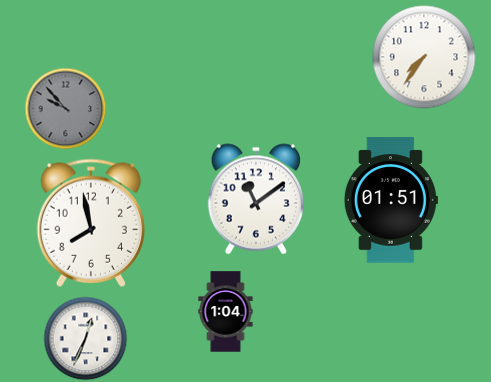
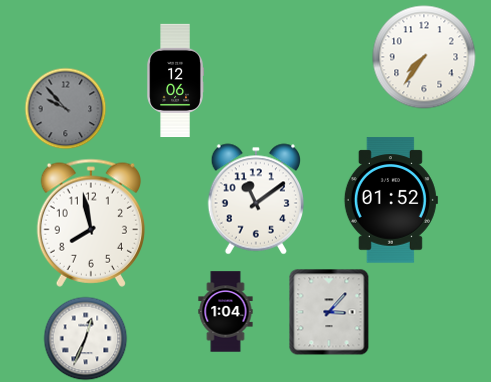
clock at (175, 80): none -> 12:06
clock at (391, 200): 01:51 -> 01:52
clock at (329, 312): none -> 3:07
